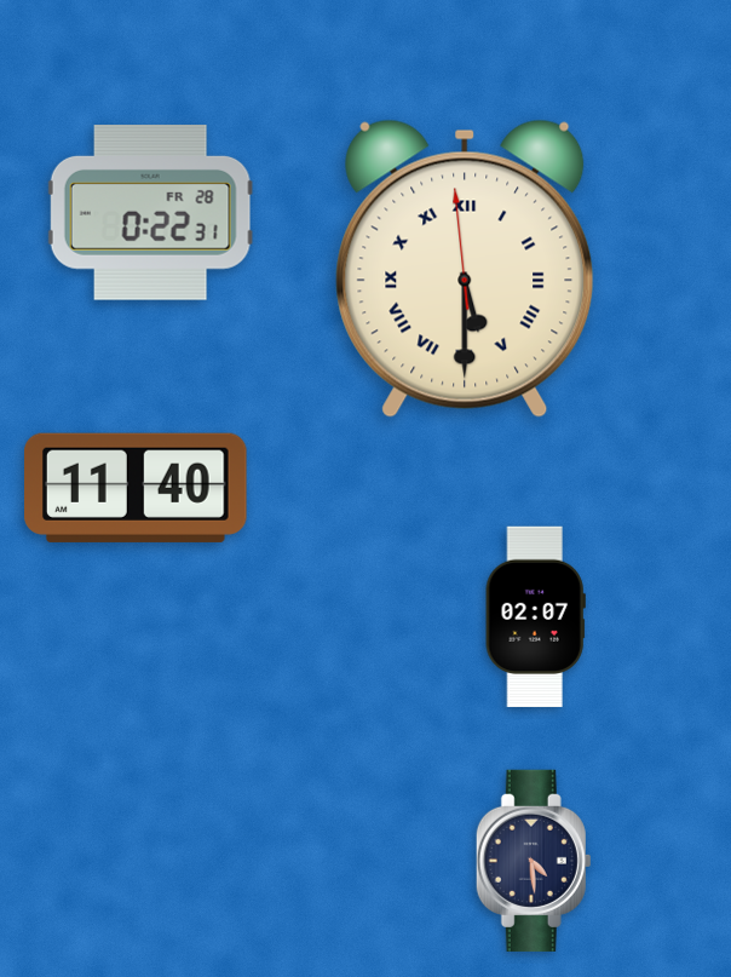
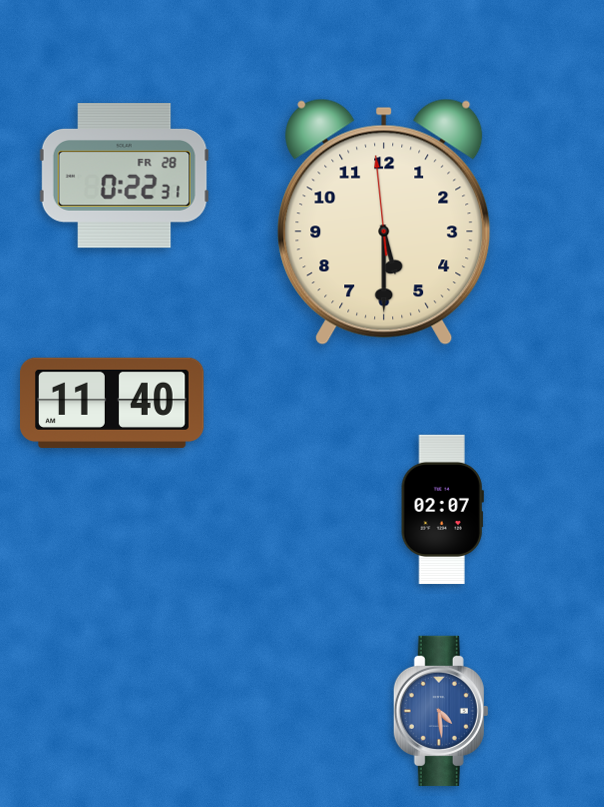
clock at (465, 269) numerals: Roman -> Arabic
clock at (534, 861) dial: navy -> blue
